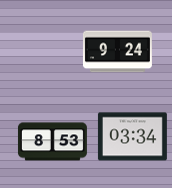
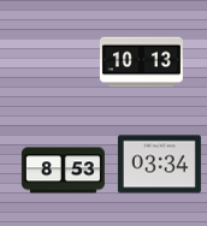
clock at (117, 52): 9:24 -> 10:13
